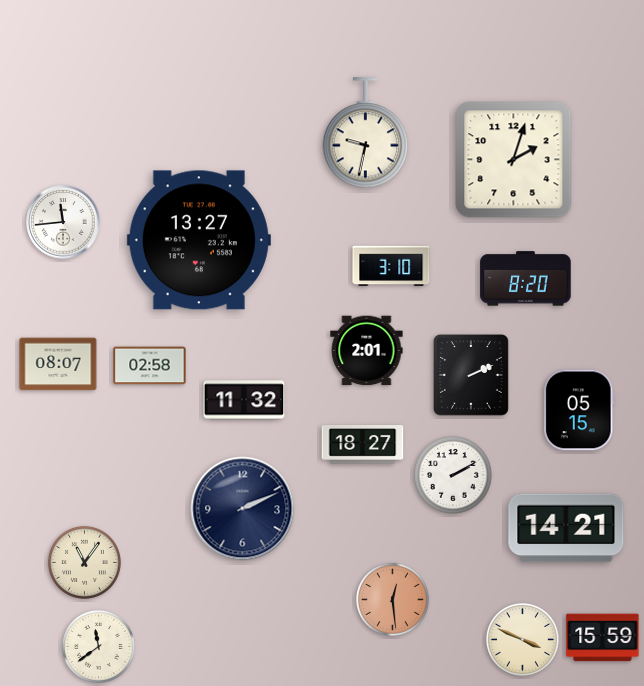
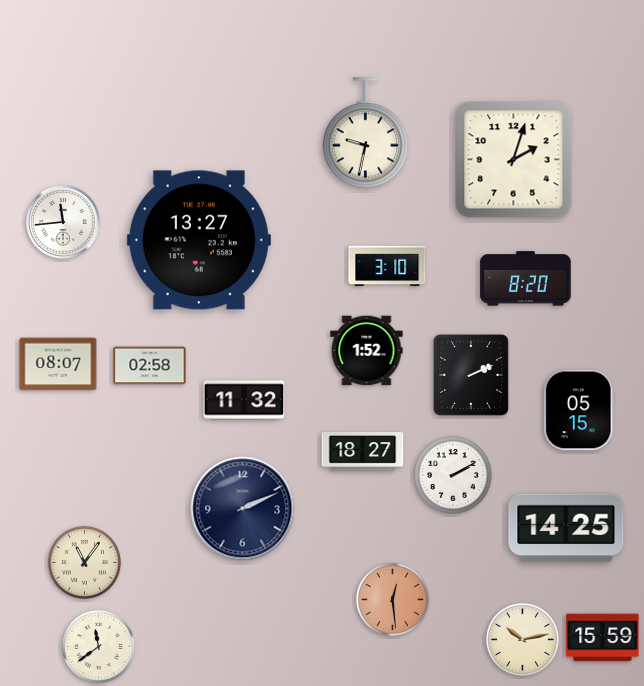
clock at (391, 266) position: (391, 266) -> (387, 266)
clock at (367, 351): 2:01 -> 1:52
clock at (363, 445) position: (363, 445) -> (363, 452)
clock at (566, 528): 14:21 -> 14:25
clock at (522, 639): 3:49 -> 10:13
